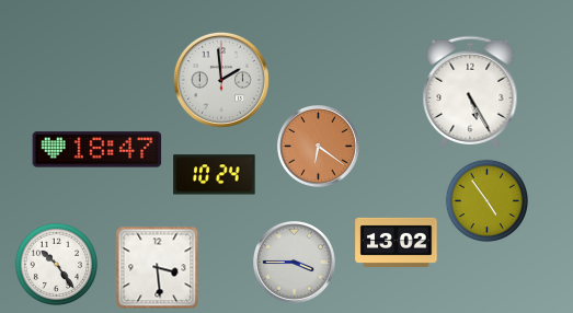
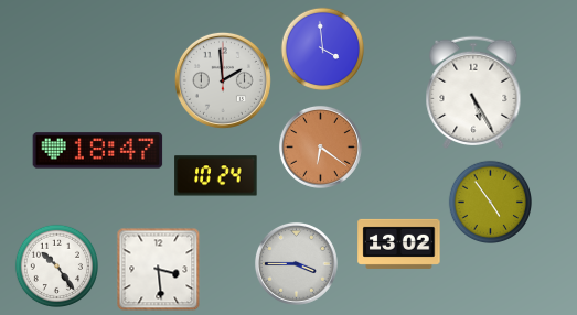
clock at (323, 50): none -> 3:59
